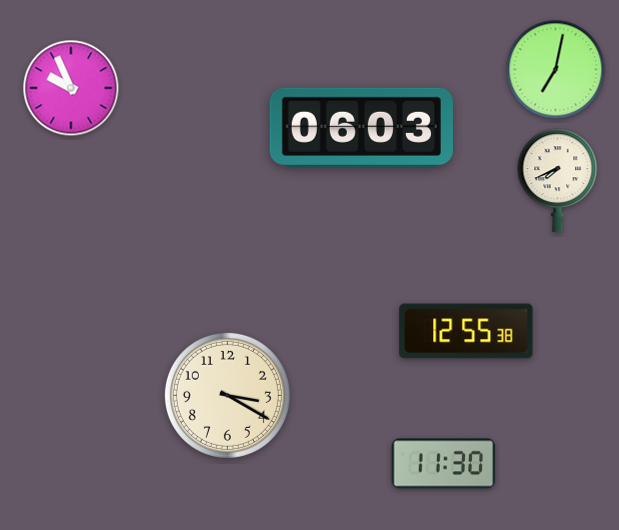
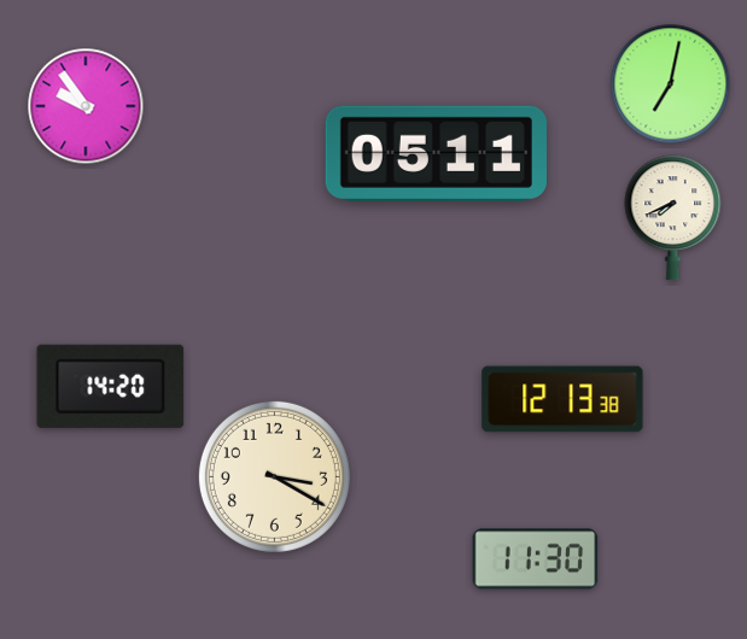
clock at (71, 88): 9:56 -> 9:54
clock at (361, 127): 06:03 -> 05:11
clock at (111, 386): none -> 14:20
clock at (466, 331): 12:55 -> 12:13
